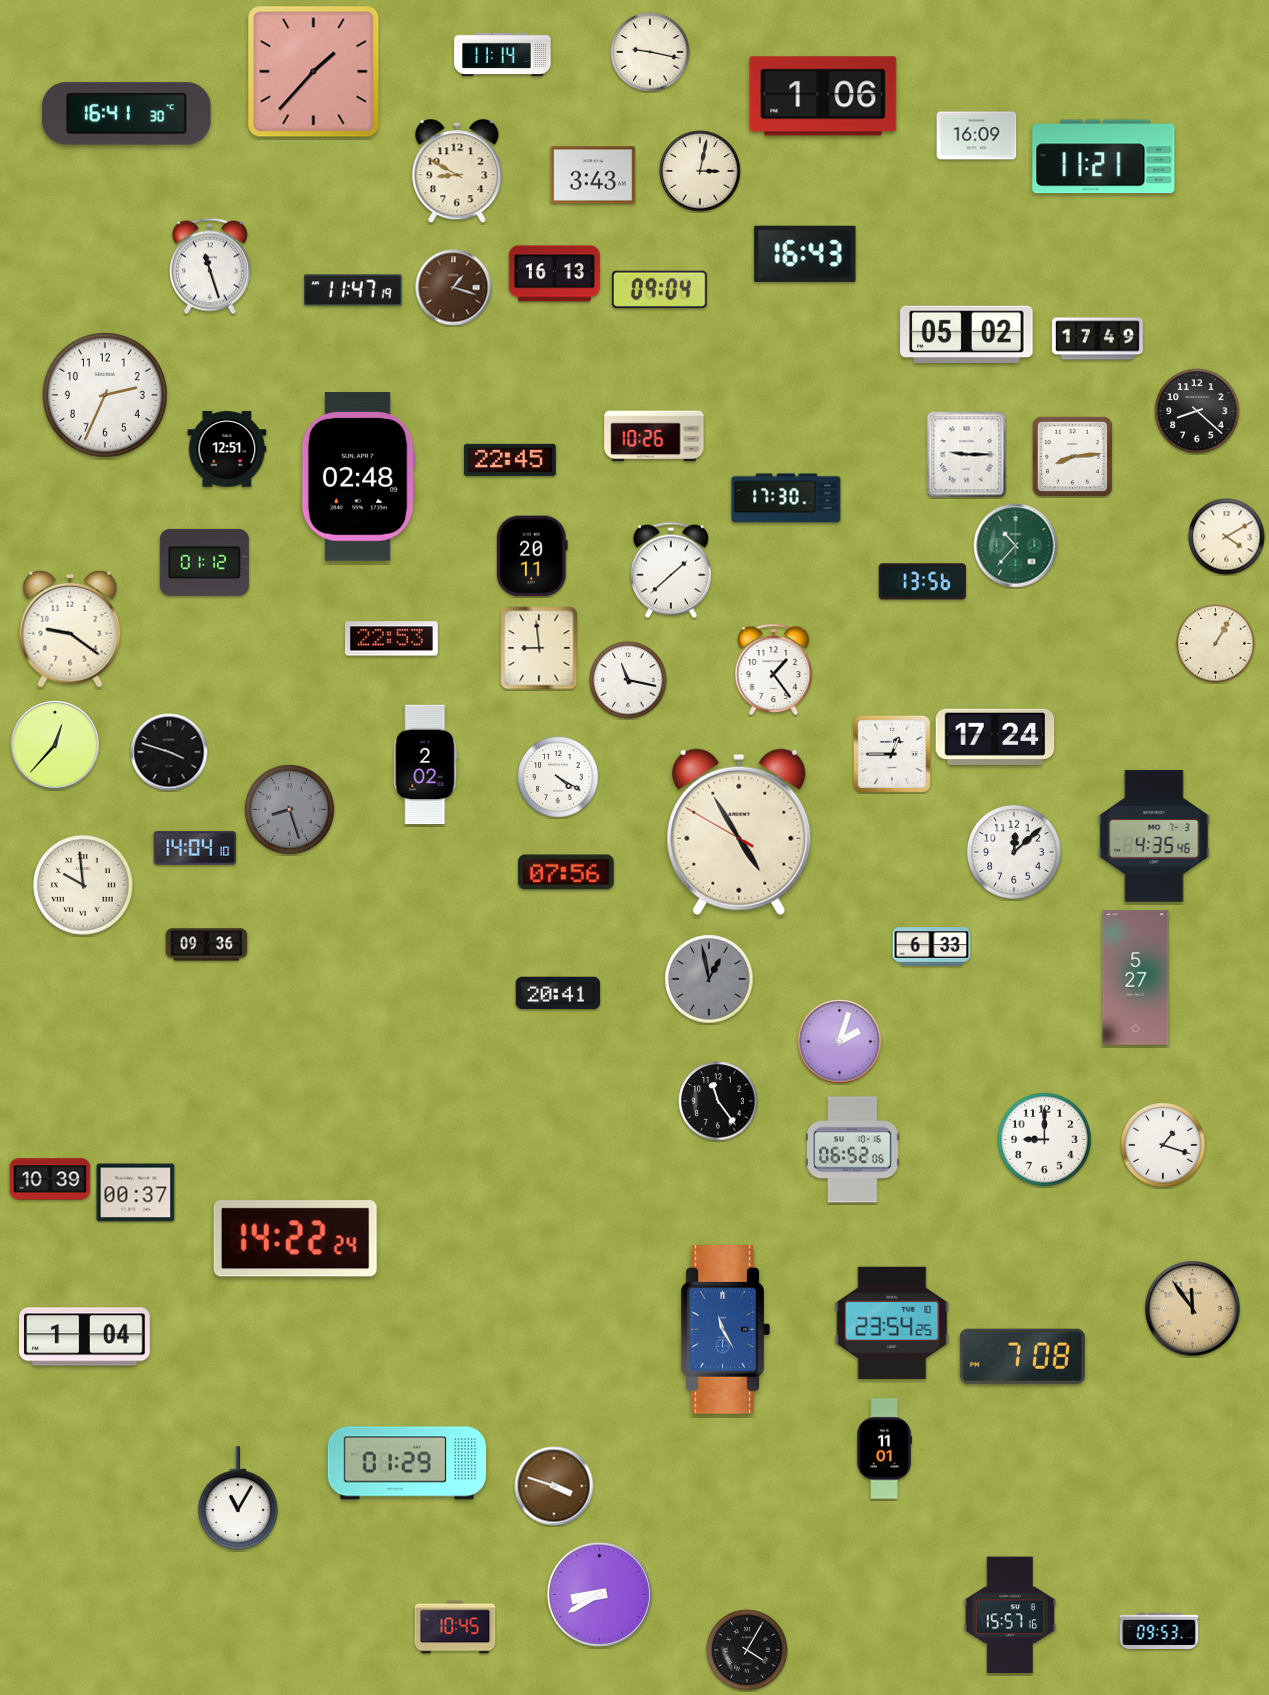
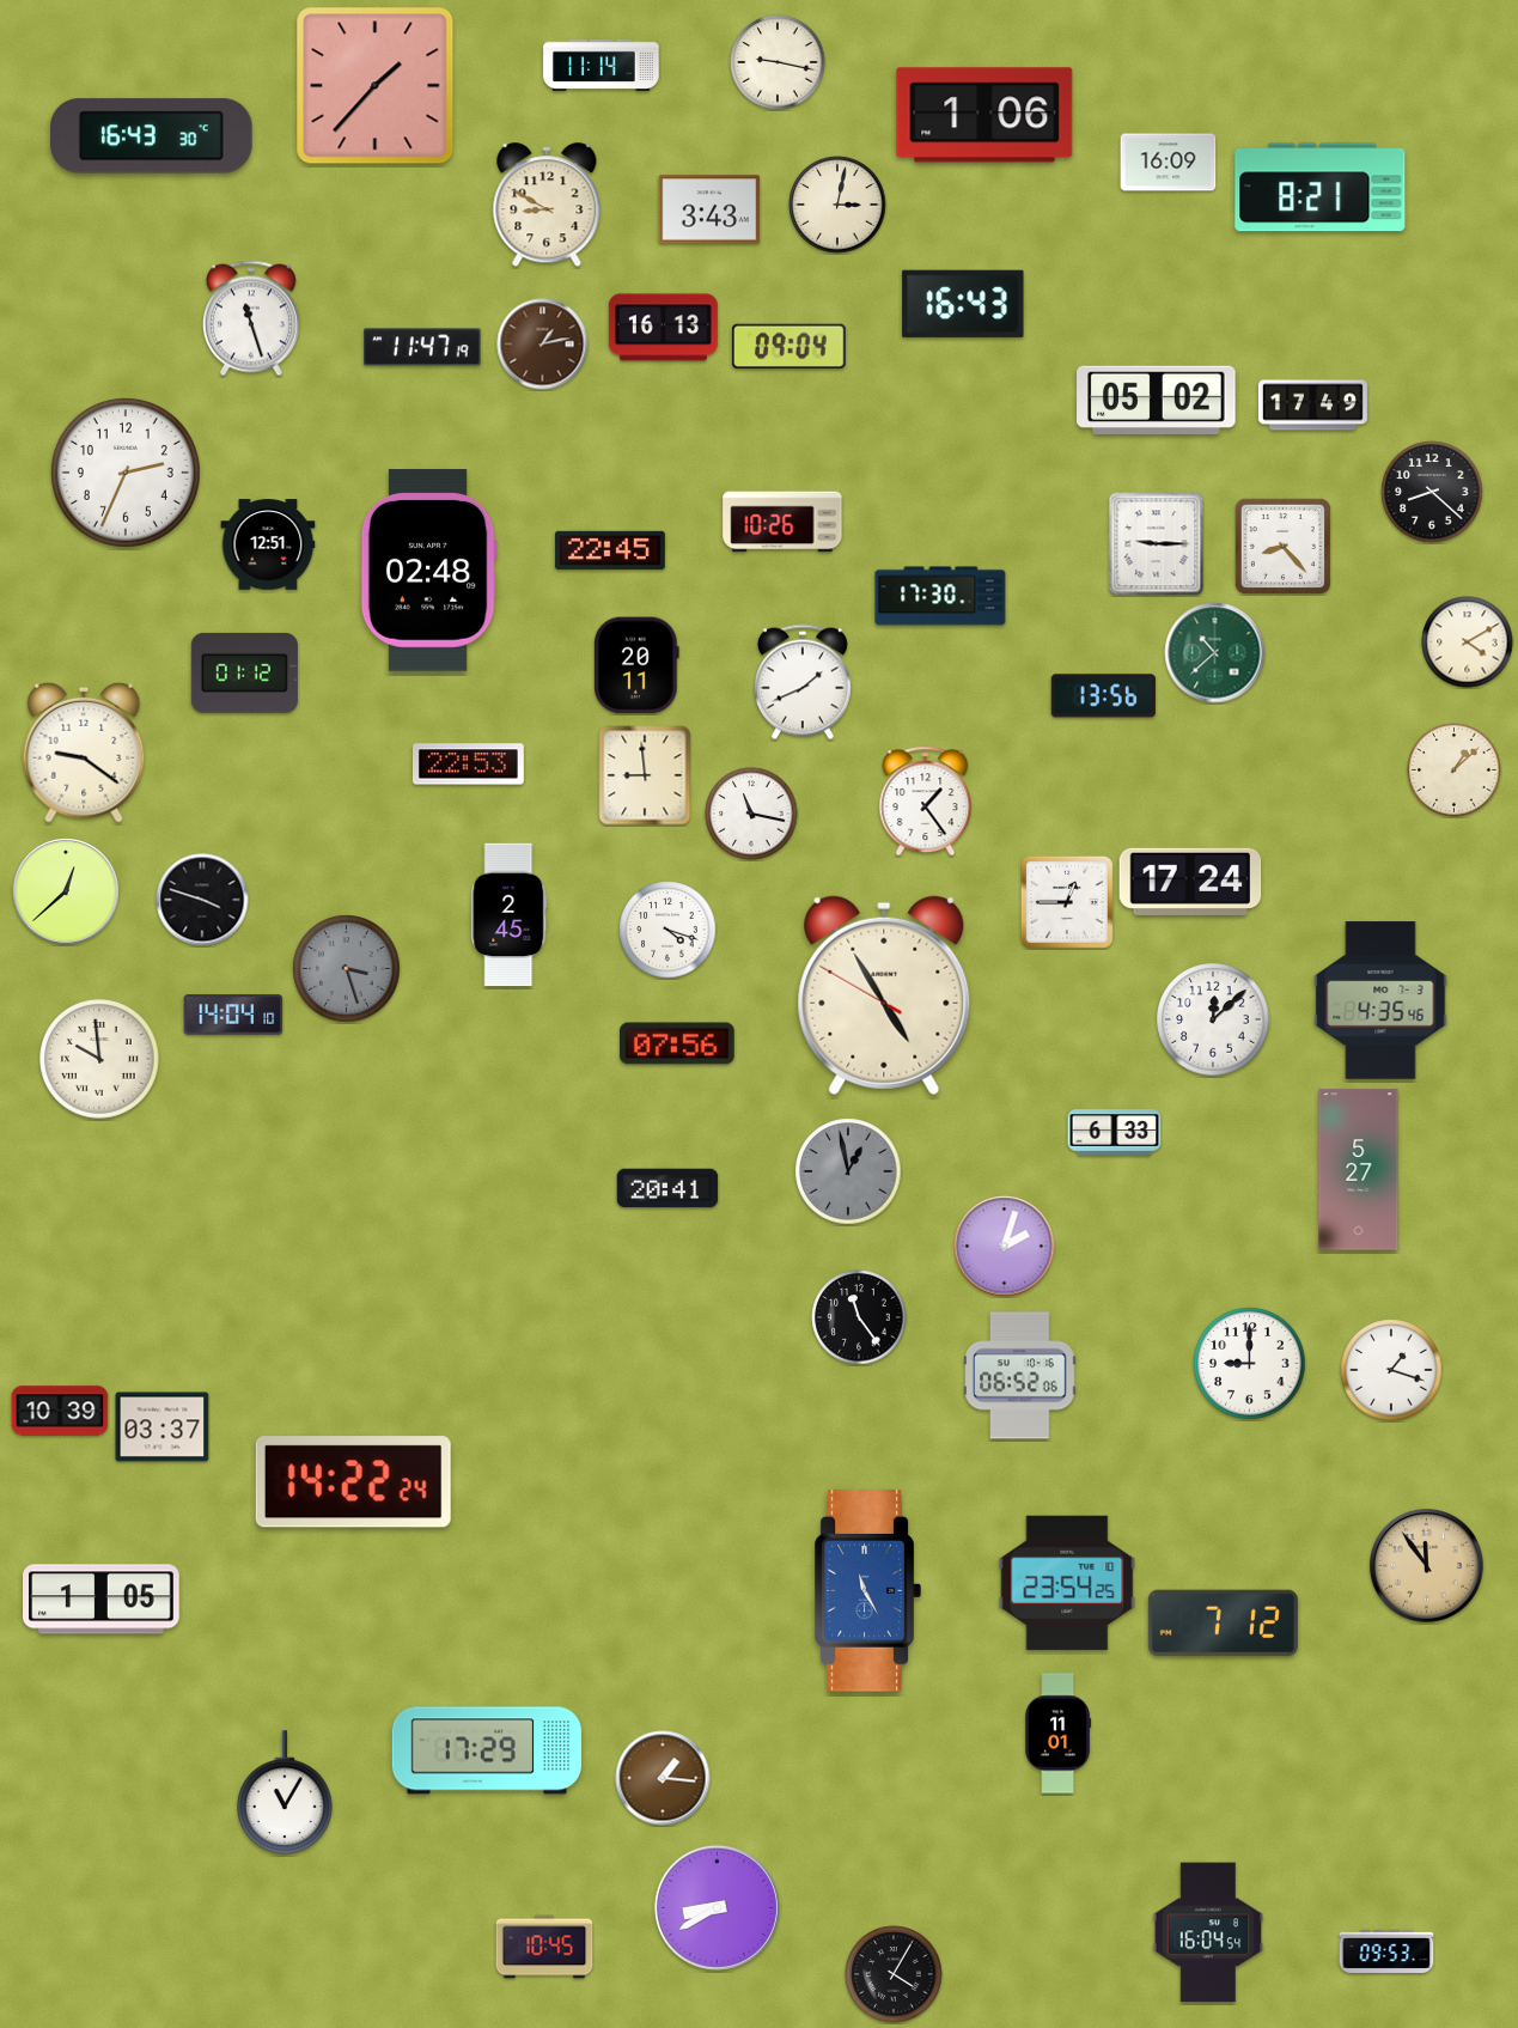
clock at (127, 114): 16:41 -> 16:43
clock at (1104, 157): 11:21 -> 8:21
clock at (454, 288): 1:18 -> 1:13
clock at (227, 449) position: (227, 449) -> (268, 544)
clock at (1072, 456): 8:14 -> 8:23
clock at (1016, 546): 10:37 -> 10:38
clock at (671, 570): 1:38 -> 1:41
clock at (1216, 644): 1:05 -> 1:08
clock at (55, 745): 12:37 -> 12:38
clock at (426, 765): 2:02 -> 2:45
clock at (558, 777): 4:20 -> 4:18
clock at (290, 810): 8:27 -> 3:27
clock at (207, 945): 09:36 -> none
clock at (136, 1193): 00:37 -> 03:37
clock at (85, 1337): 1:04 -> 1:05
clock at (1022, 1357): 7:08 -> 7:12
clock at (407, 1463): 01:29 -> 17:29
clock at (554, 1486): 3:48 -> 1:16
clock at (1010, 1615): 15:57 -> 16:04
